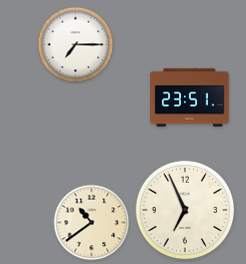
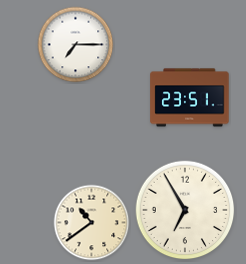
clock at (185, 210): 6:56 -> 6:55
